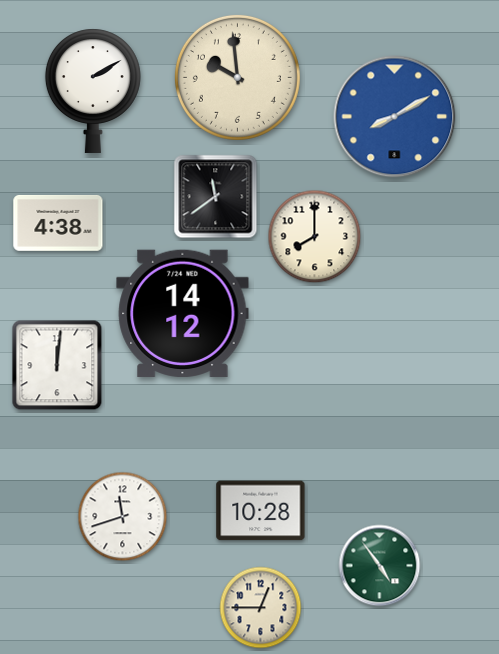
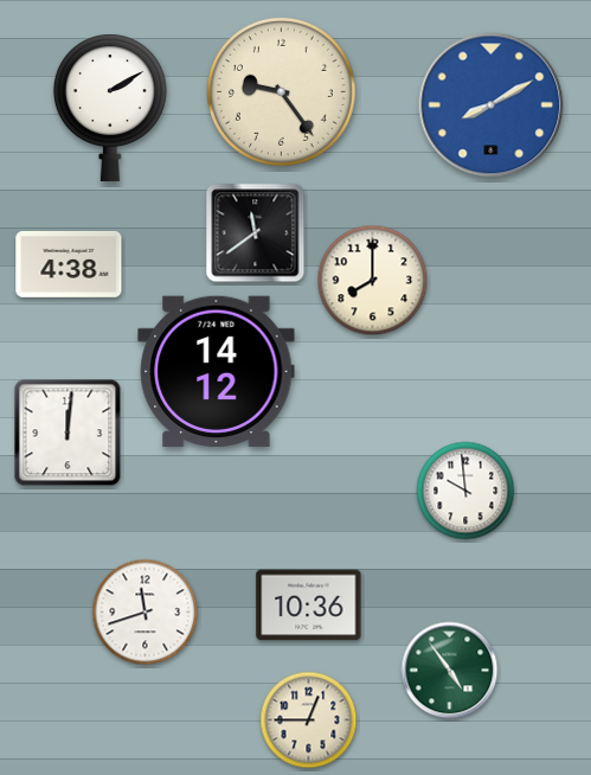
clock at (237, 77): 9:59 -> 9:24
clock at (395, 117) position: (395, 117) -> (492, 105)
clock at (465, 491): none -> 9:59
clock at (261, 511): 10:28 -> 10:36
